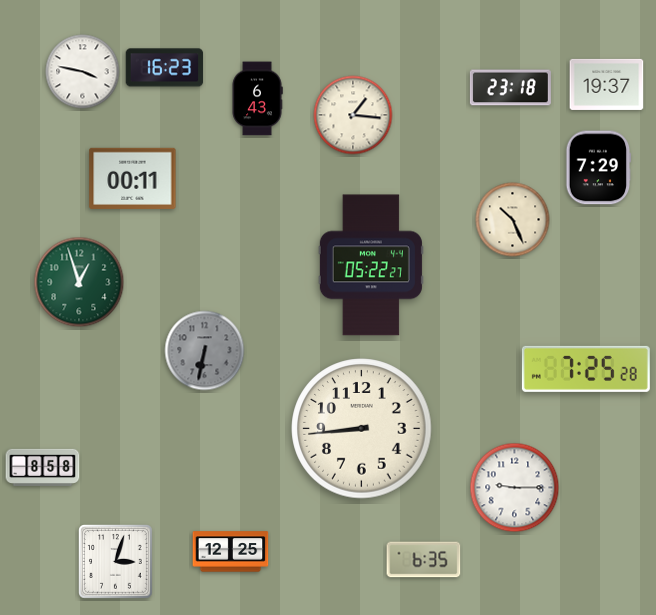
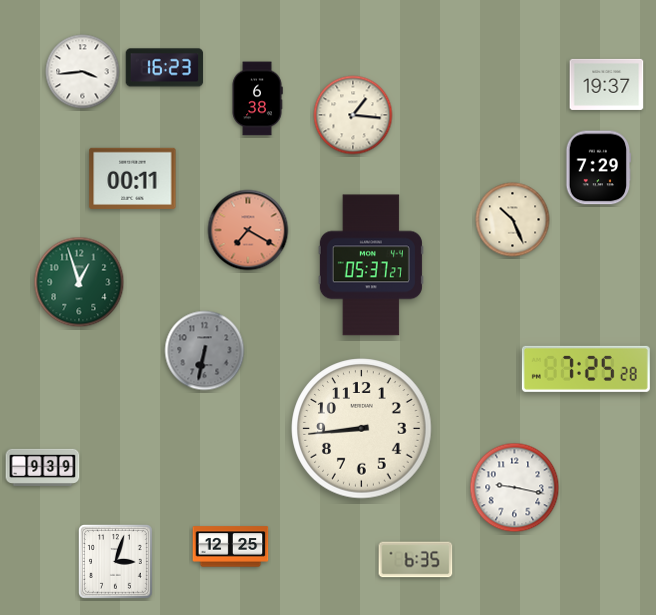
clock at (83, 72): 3:47 -> 3:44
clock at (510, 88): 23:18 -> none
clock at (257, 99): 6:43 -> 6:38
clock at (248, 230): none -> 7:20
clock at (371, 265): 05:22 -> 05:37
clock at (43, 467): 8:58 -> 9:39
clock at (515, 488): 9:15 -> 9:17
clock at (231, 552) position: (231, 552) -> (231, 547)
clock at (424, 560) position: (424, 560) -> (416, 560)
